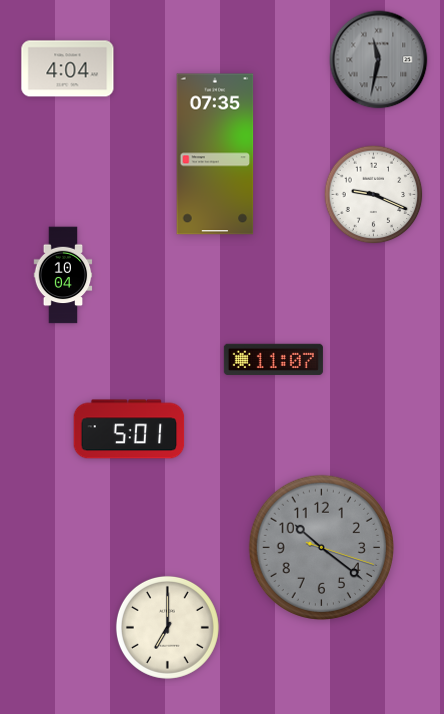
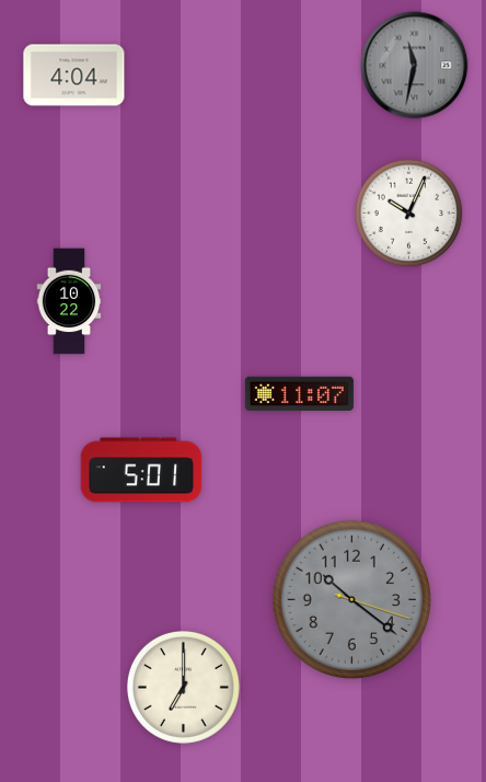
clock at (215, 154): 07:35 -> none
clock at (374, 195): 9:19 -> 10:04
clock at (63, 275): 10:04 -> 10:22
